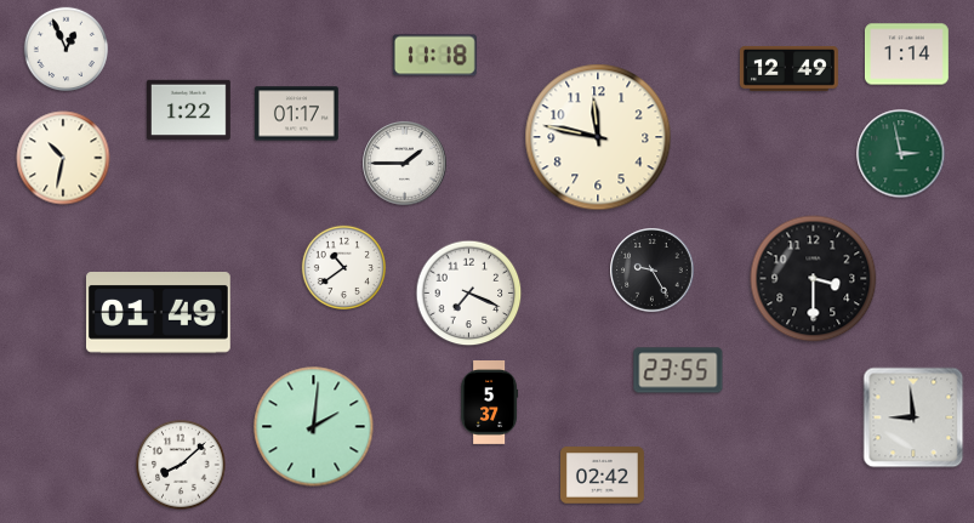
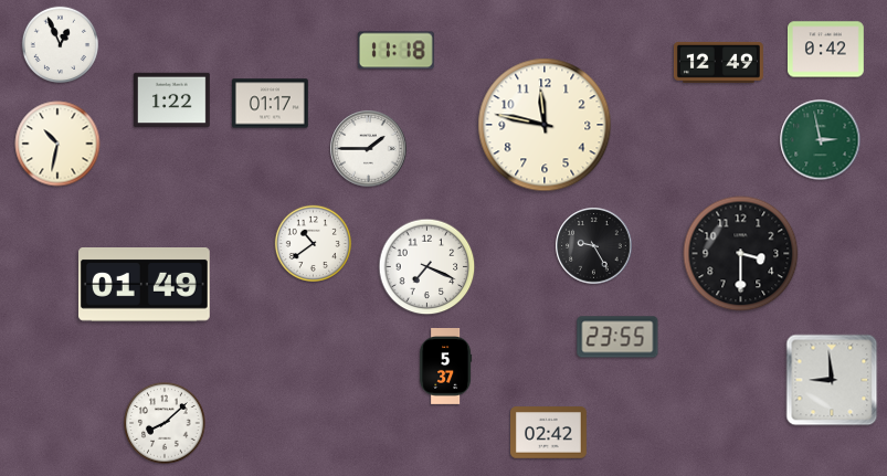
clock at (907, 55): 1:14 -> 0:42
clock at (314, 427): 2:01 -> none
